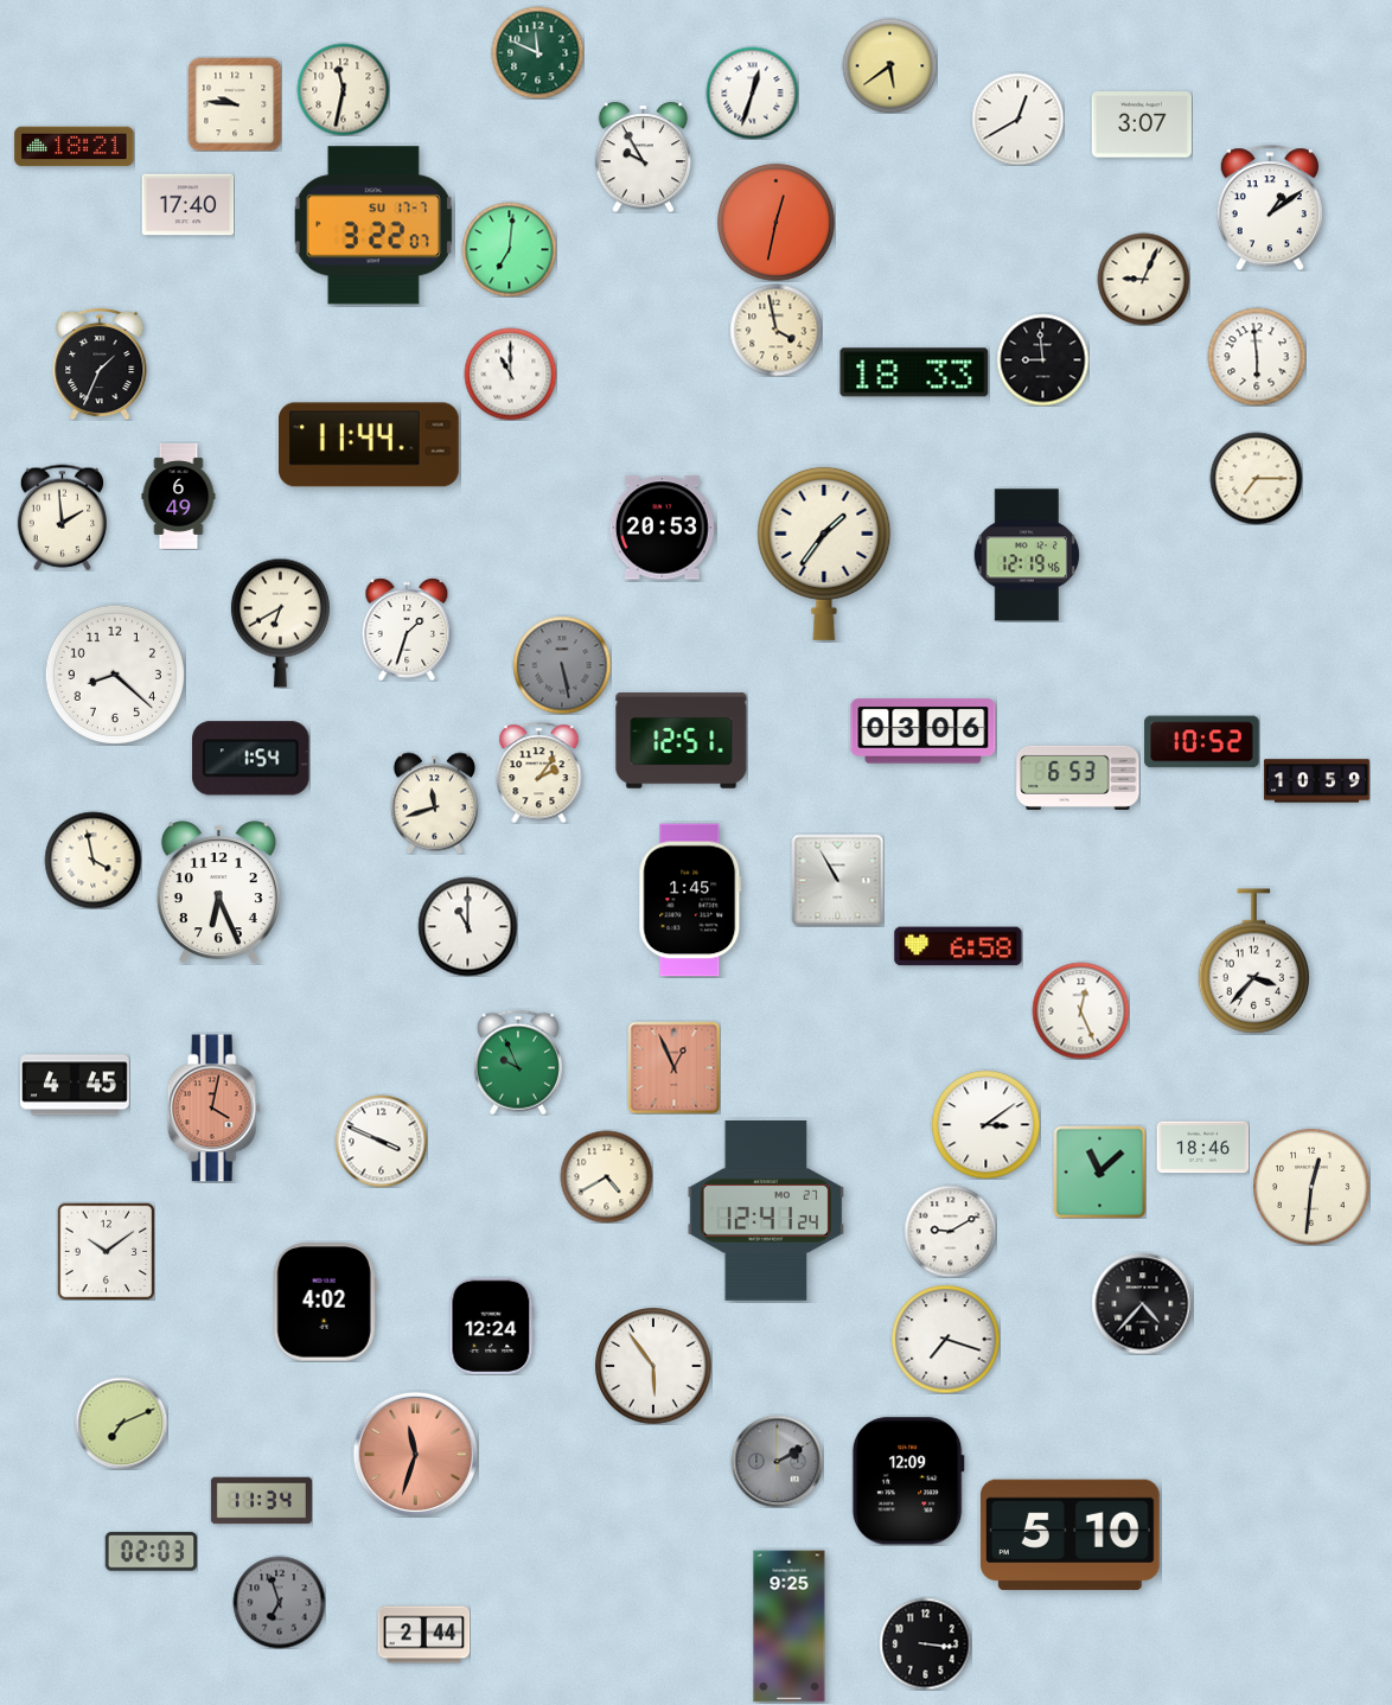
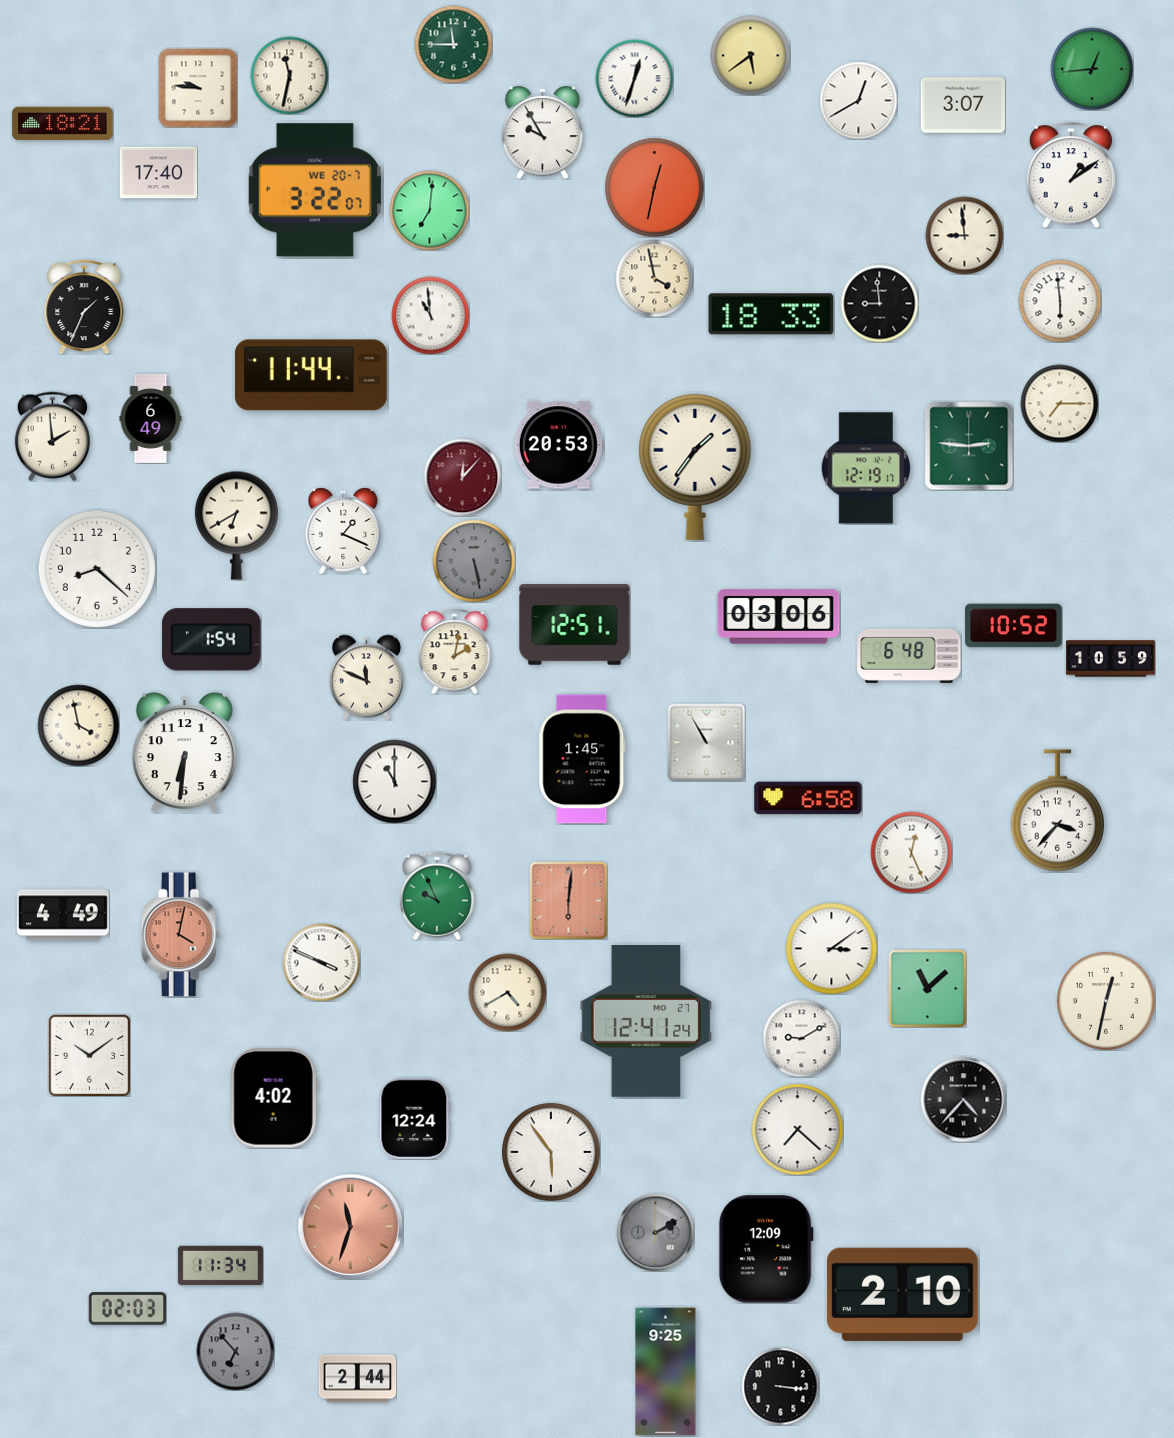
clock at (537, 52): 11:49 -> 11:45
clock at (1092, 69): none -> 12:44
clock at (373, 225) date: SU 17-7 -> WE 20-7
clock at (1143, 279): 9:04 -> 8:59
clock at (510, 373): 11:00 -> 10:59
clock at (969, 446): none -> 2:46
clock at (1027, 555): 12:19:46 -> 12:19:17
clock at (462, 477): none -> 12:07
clock at (407, 630): 1:33 -> 1:19
clock at (539, 772): 2:06 -> 2:02
clock at (1078, 778): 6:53 -> 6:48
clock at (435, 803): 11:42 -> 11:49
clock at (218, 893): 6:26 -> 6:31
clock at (673, 1067): 12:56 -> 6:01
clock at (76, 1085): 4:45 -> 4:49
clock at (1202, 1148): 18:46 -> none
clock at (606, 1176) position: (606, 1176) -> (507, 992)
clock at (1311, 1187): 12:31 -> 12:32
clock at (945, 1339): 7:18 -> 7:22
clock at (121, 1423): 7:11 -> none
clock at (1069, 1534): 5:10 -> 2:10
clock at (279, 1602): 6:57 -> 6:53
